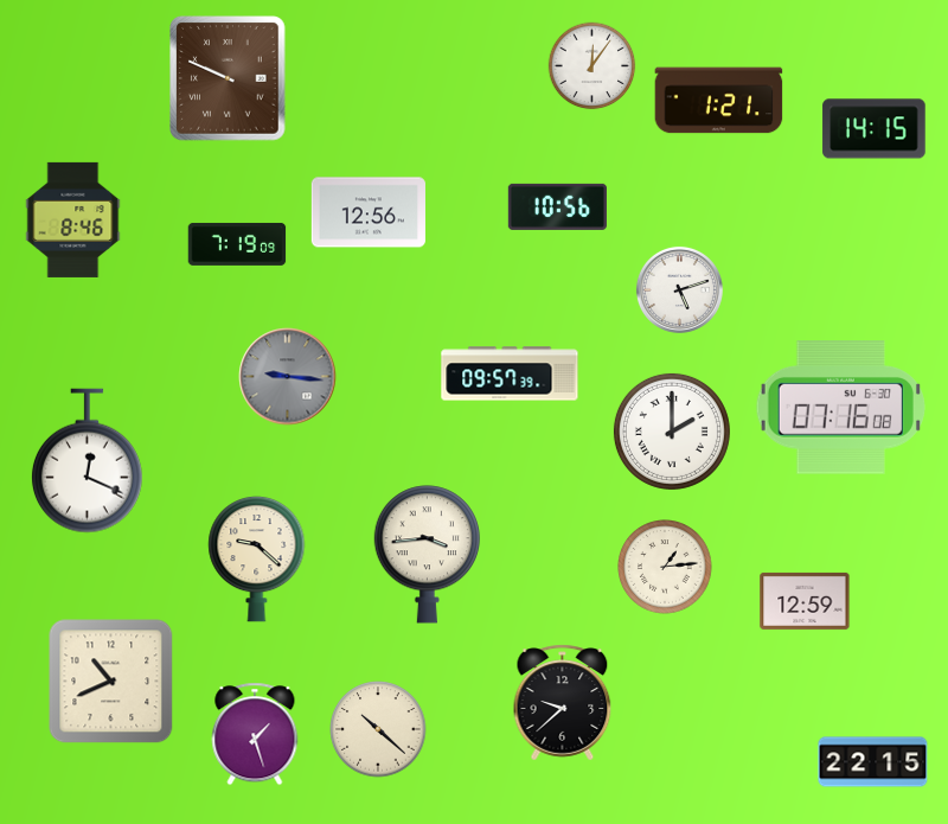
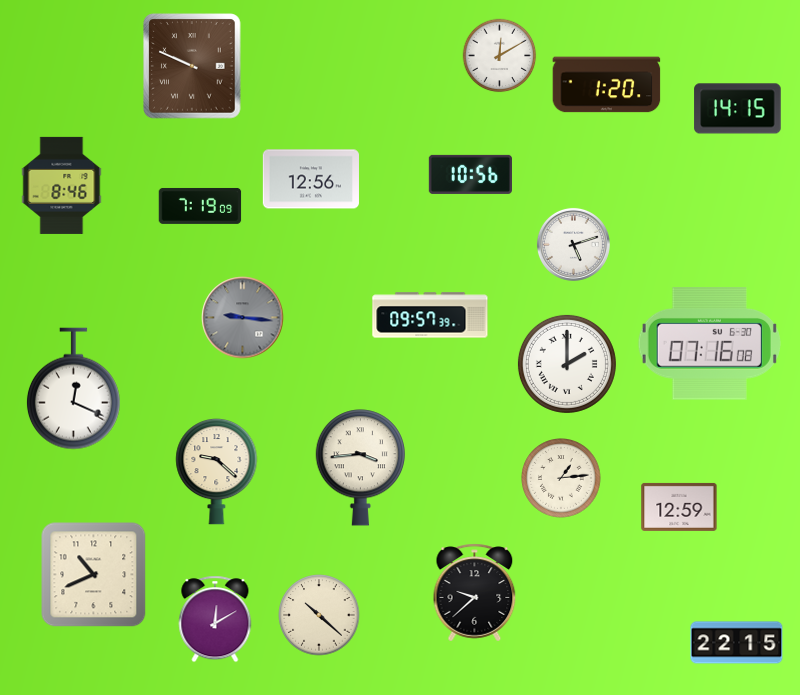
clock at (592, 66): 12:06 -> 12:10
clock at (719, 101): 1:21 -> 1:20
clock at (255, 734): 1:27 -> 12:10
